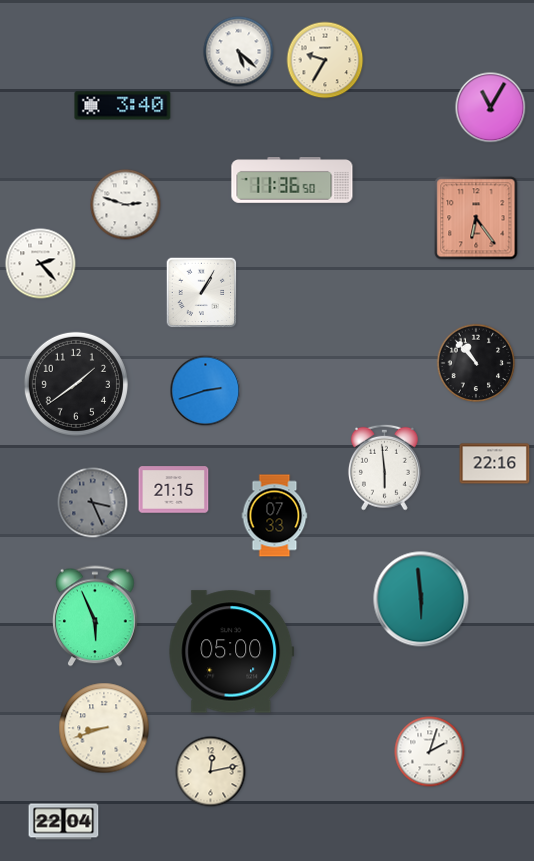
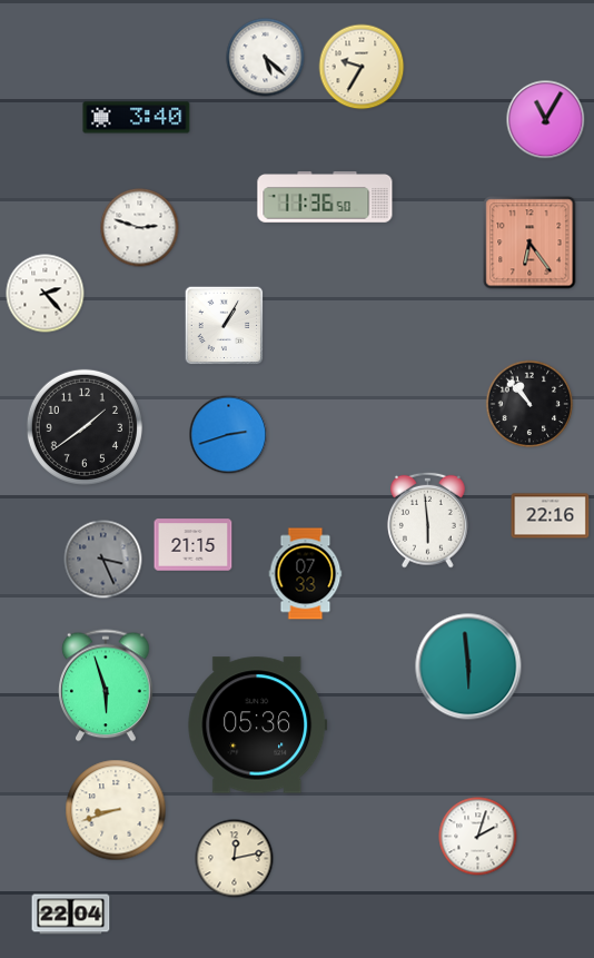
clock at (292, 181) position: (292, 181) -> (325, 198)
clock at (96, 616): 5:56 -> 5:57
clock at (232, 652): 05:00 -> 05:36
